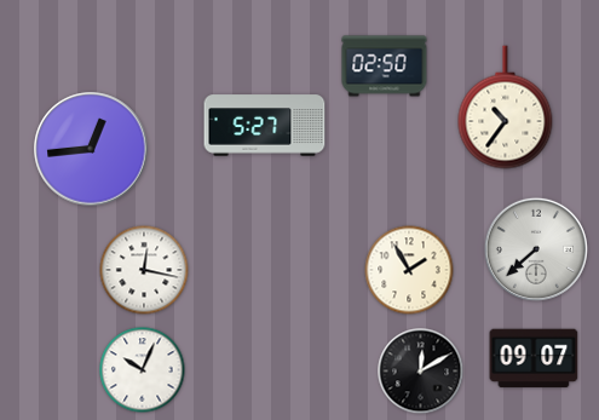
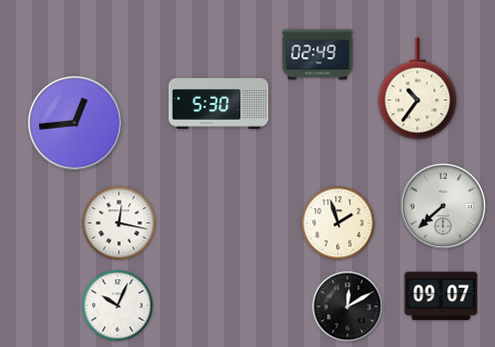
clock at (385, 67): 02:50 -> 02:49
clock at (265, 126): 5:27 -> 5:30
clock at (409, 270): 1:55 -> 1:57
